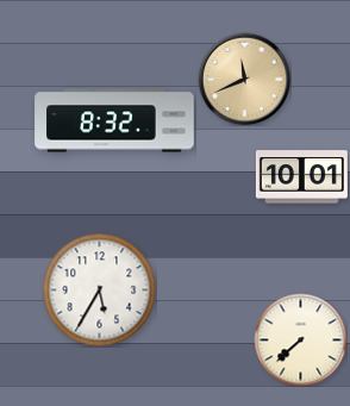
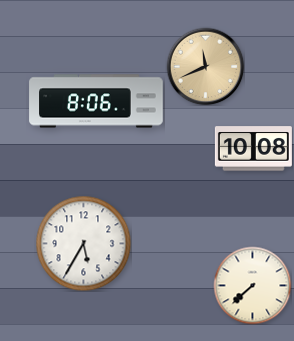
clock at (114, 120): 8:32 -> 8:06
clock at (301, 177): 10:01 -> 10:08
